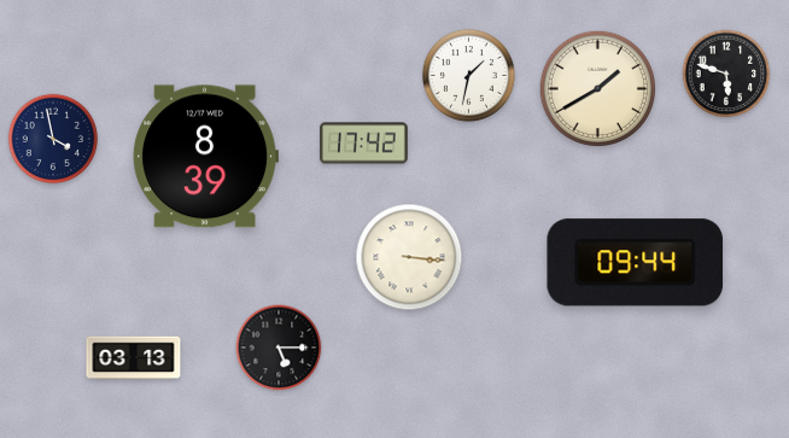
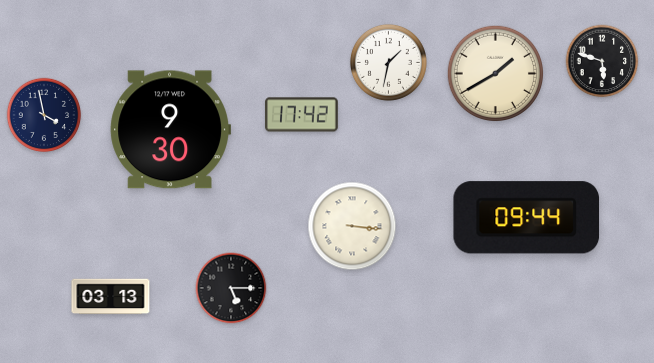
clock at (364, 144) position: (364, 144) -> (302, 115)
clock at (205, 157): 8:39 -> 9:30
clock at (409, 257) position: (409, 257) -> (352, 226)
